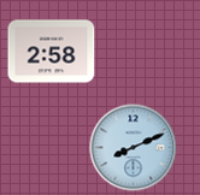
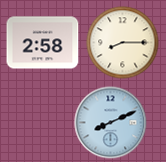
clock at (123, 43): none -> 8:15
